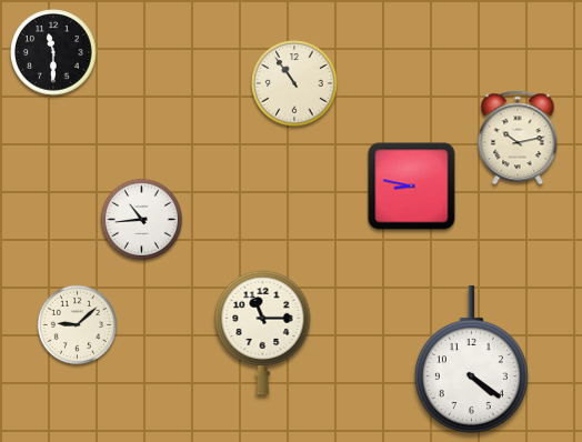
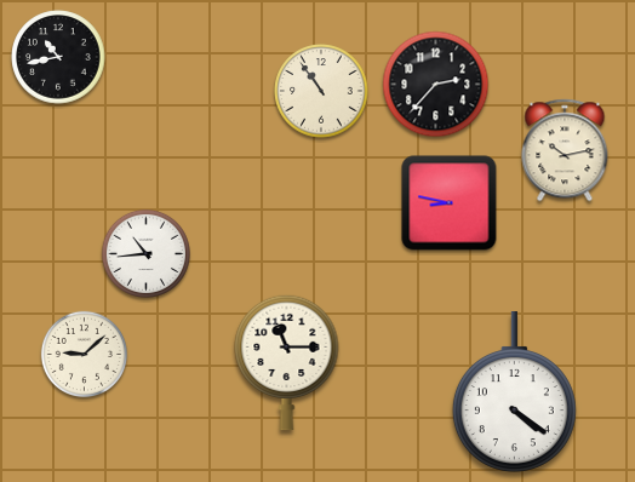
clock at (53, 52): 11:30 -> 10:43
clock at (436, 85): none -> 2:37
clock at (141, 219) position: (141, 219) -> (145, 253)
